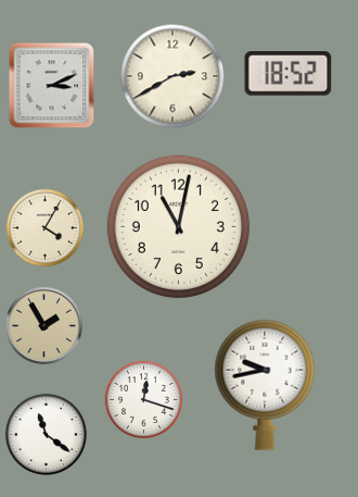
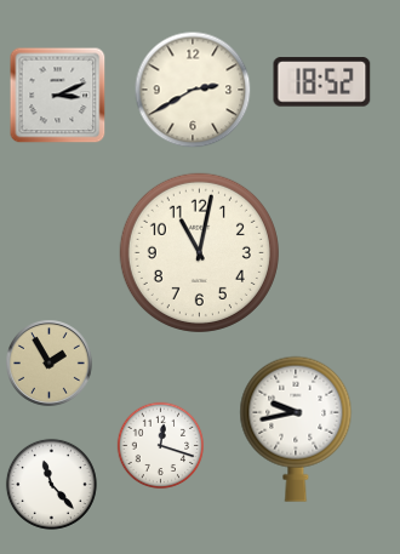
clock at (172, 76) position: (172, 76) -> (193, 90)
clock at (46, 228): 4:05 -> none
clock at (46, 434): 11:21 -> 11:23
